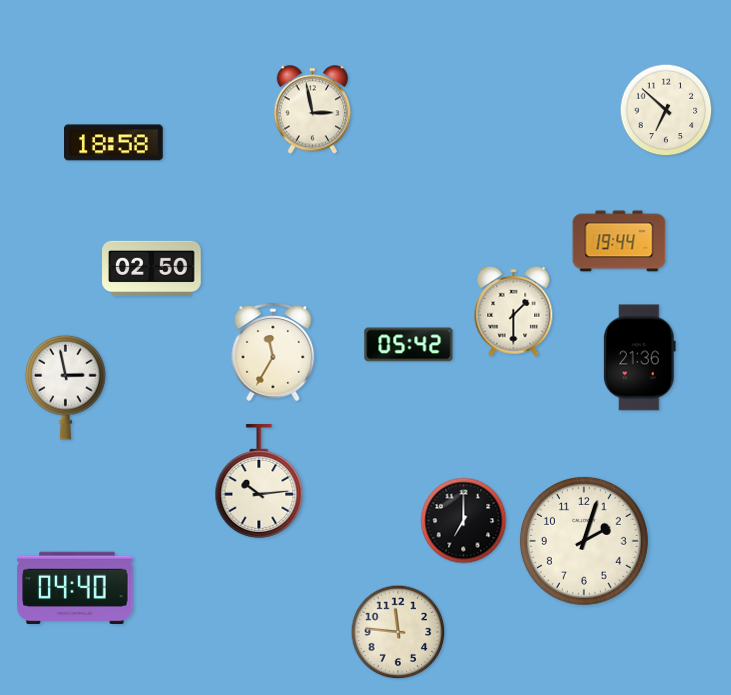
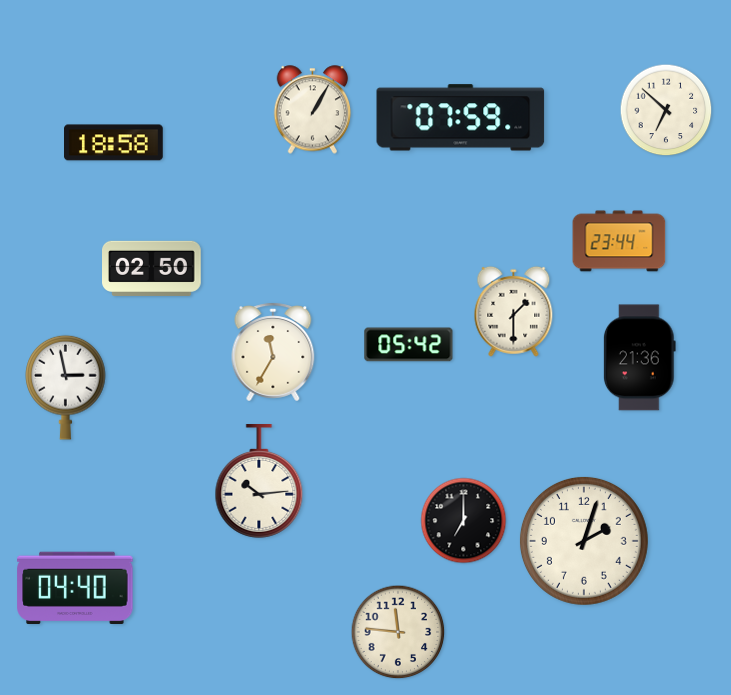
clock at (313, 110): 2:58 -> 1:05
clock at (461, 118): none -> 07:59
clock at (619, 241): 19:44 -> 23:44
